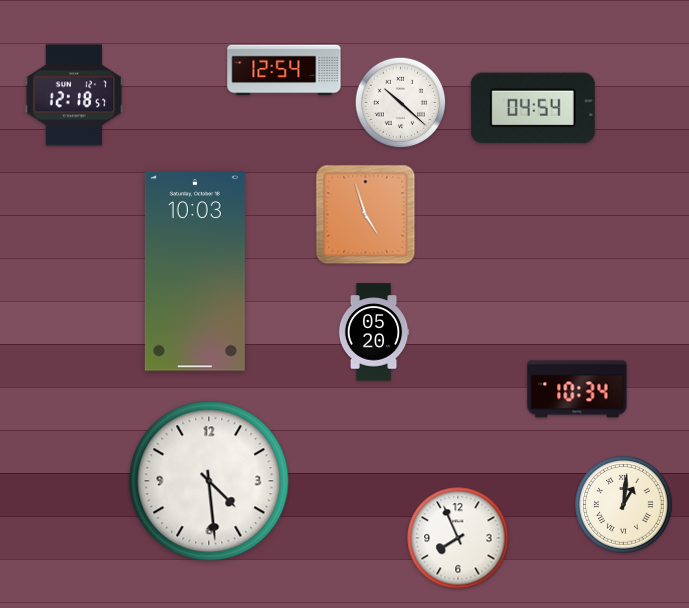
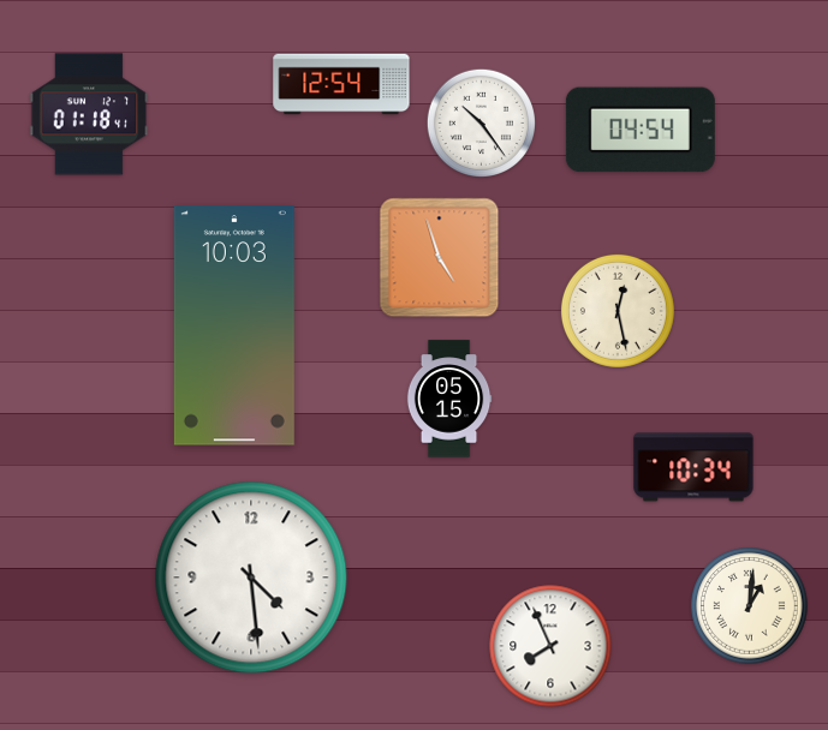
clock at (74, 95): 12:18 -> 01:18
clock at (401, 103): 10:22 -> 10:24
clock at (618, 311): none -> 12:28
clock at (374, 332): 05:20 -> 05:15
